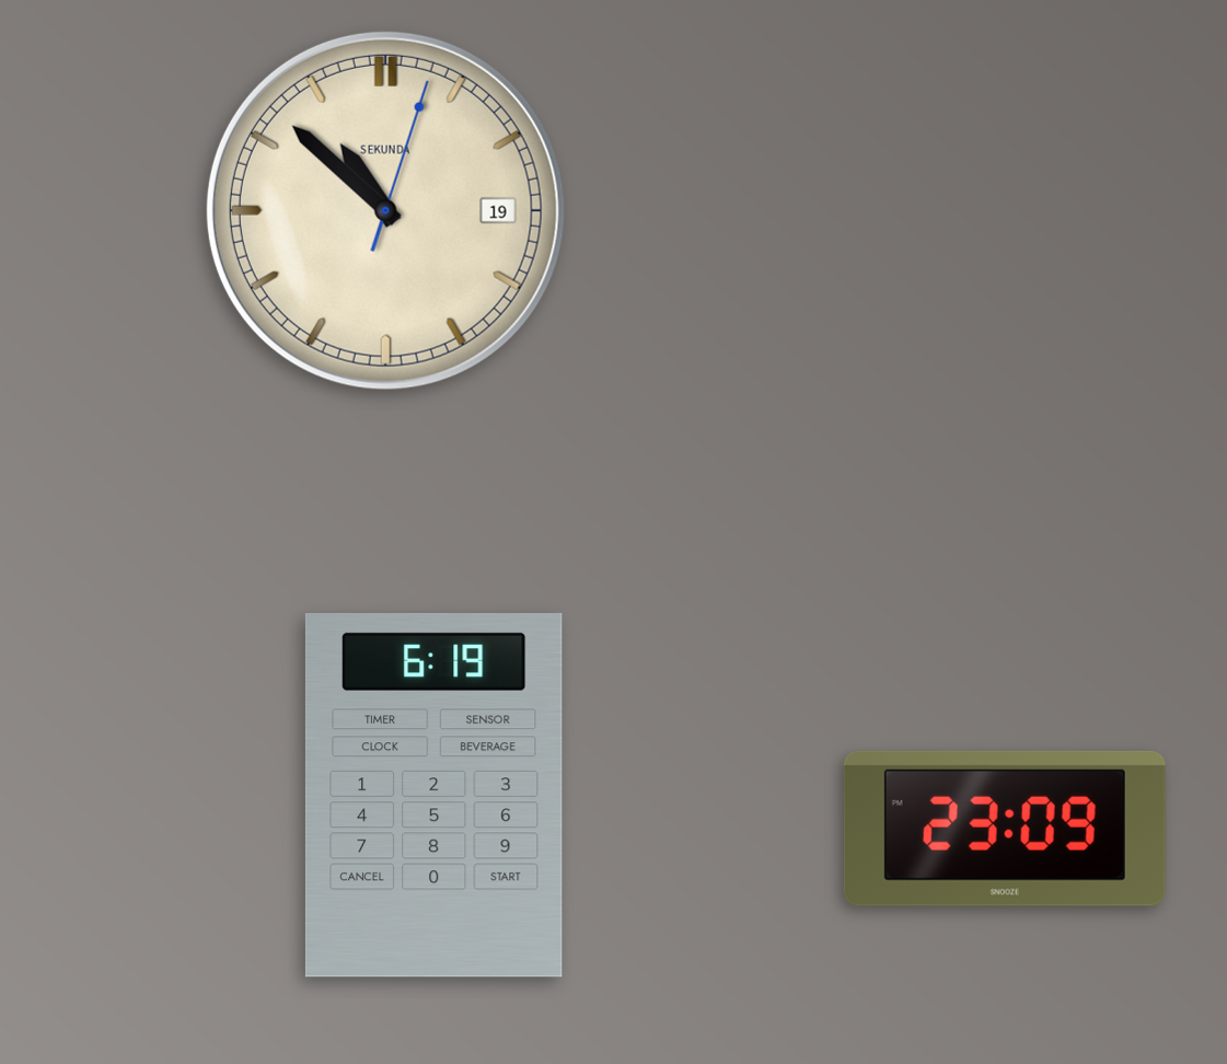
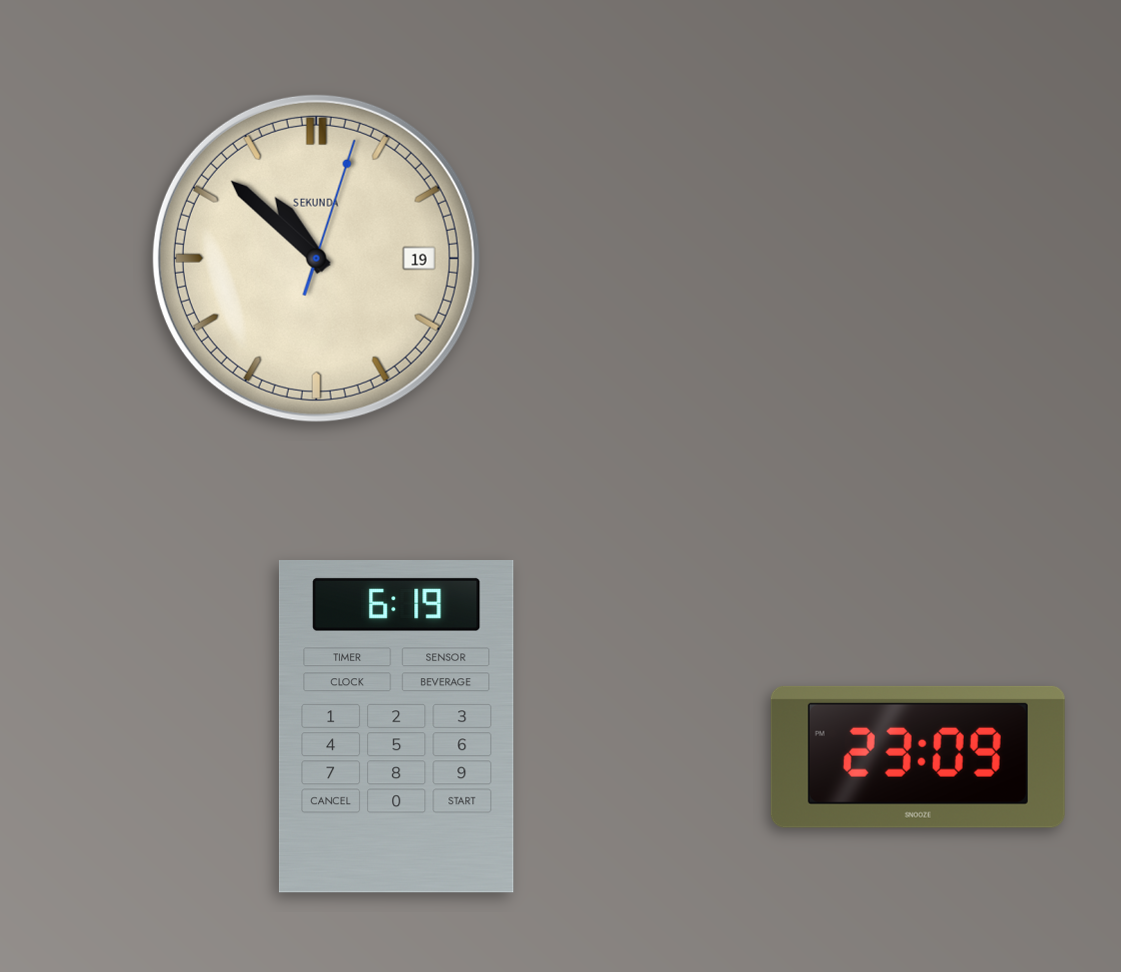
clock at (385, 210) position: (385, 210) -> (316, 258)
